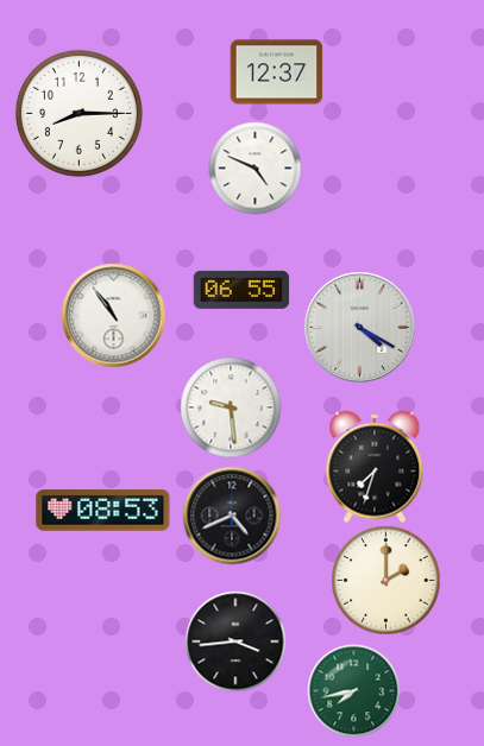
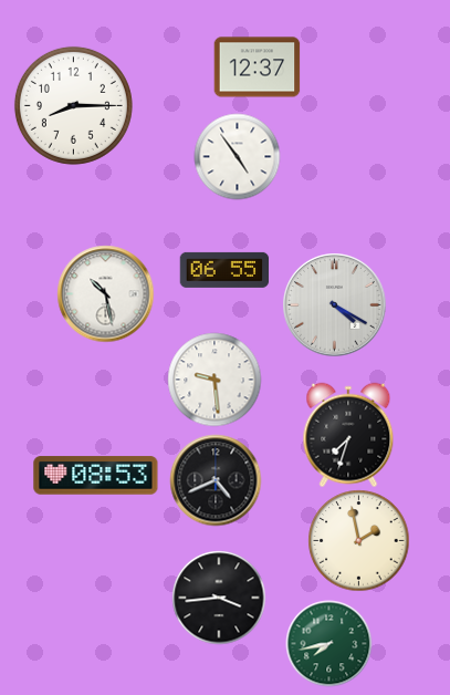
clock at (254, 167): 4:49 -> 4:54
clock at (113, 315): 10:54 -> 10:28
clock at (385, 580): 2:00 -> 1:58
